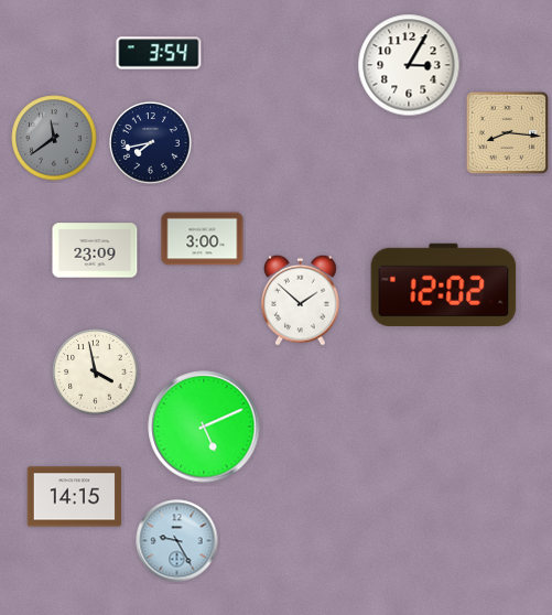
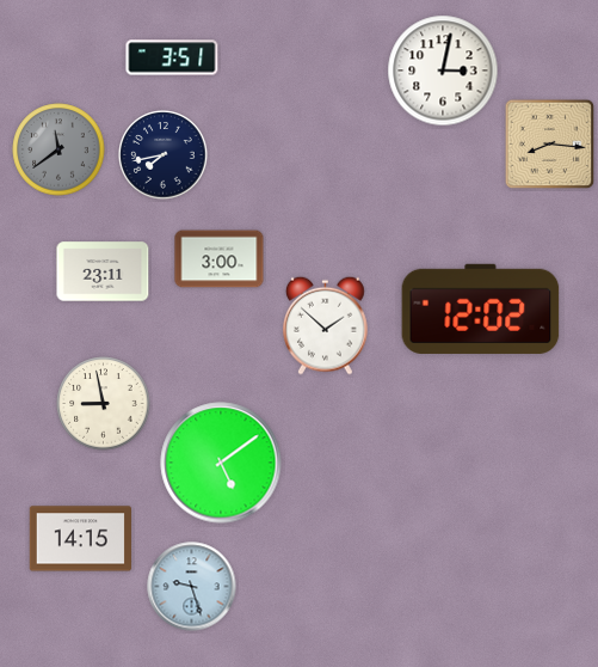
clock at (159, 53): 3:54 -> 3:51
clock at (409, 65): 3:05 -> 3:02
clock at (95, 250): 23:09 -> 23:11
clock at (96, 373): 3:58 -> 8:58
clock at (204, 427): 5:11 -> 5:09
clock at (177, 541): 9:25 -> 9:27
